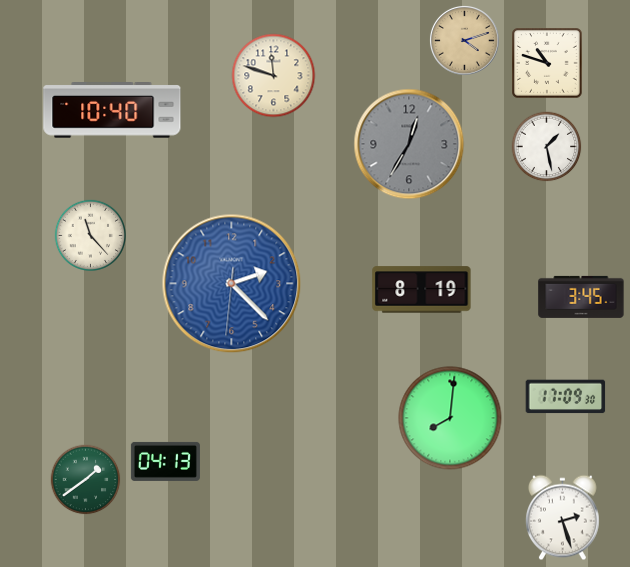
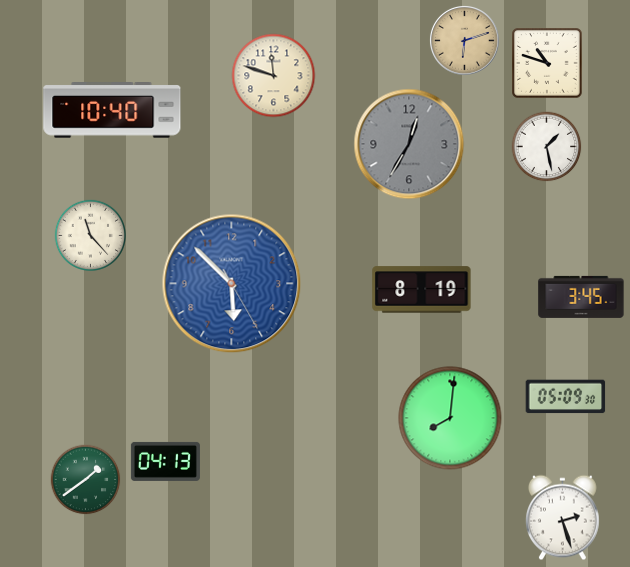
clock at (464, 40): 4:12 -> 6:12
clock at (232, 284): 2:22 -> 5:52
clock at (566, 397): 17:09 -> 05:09
